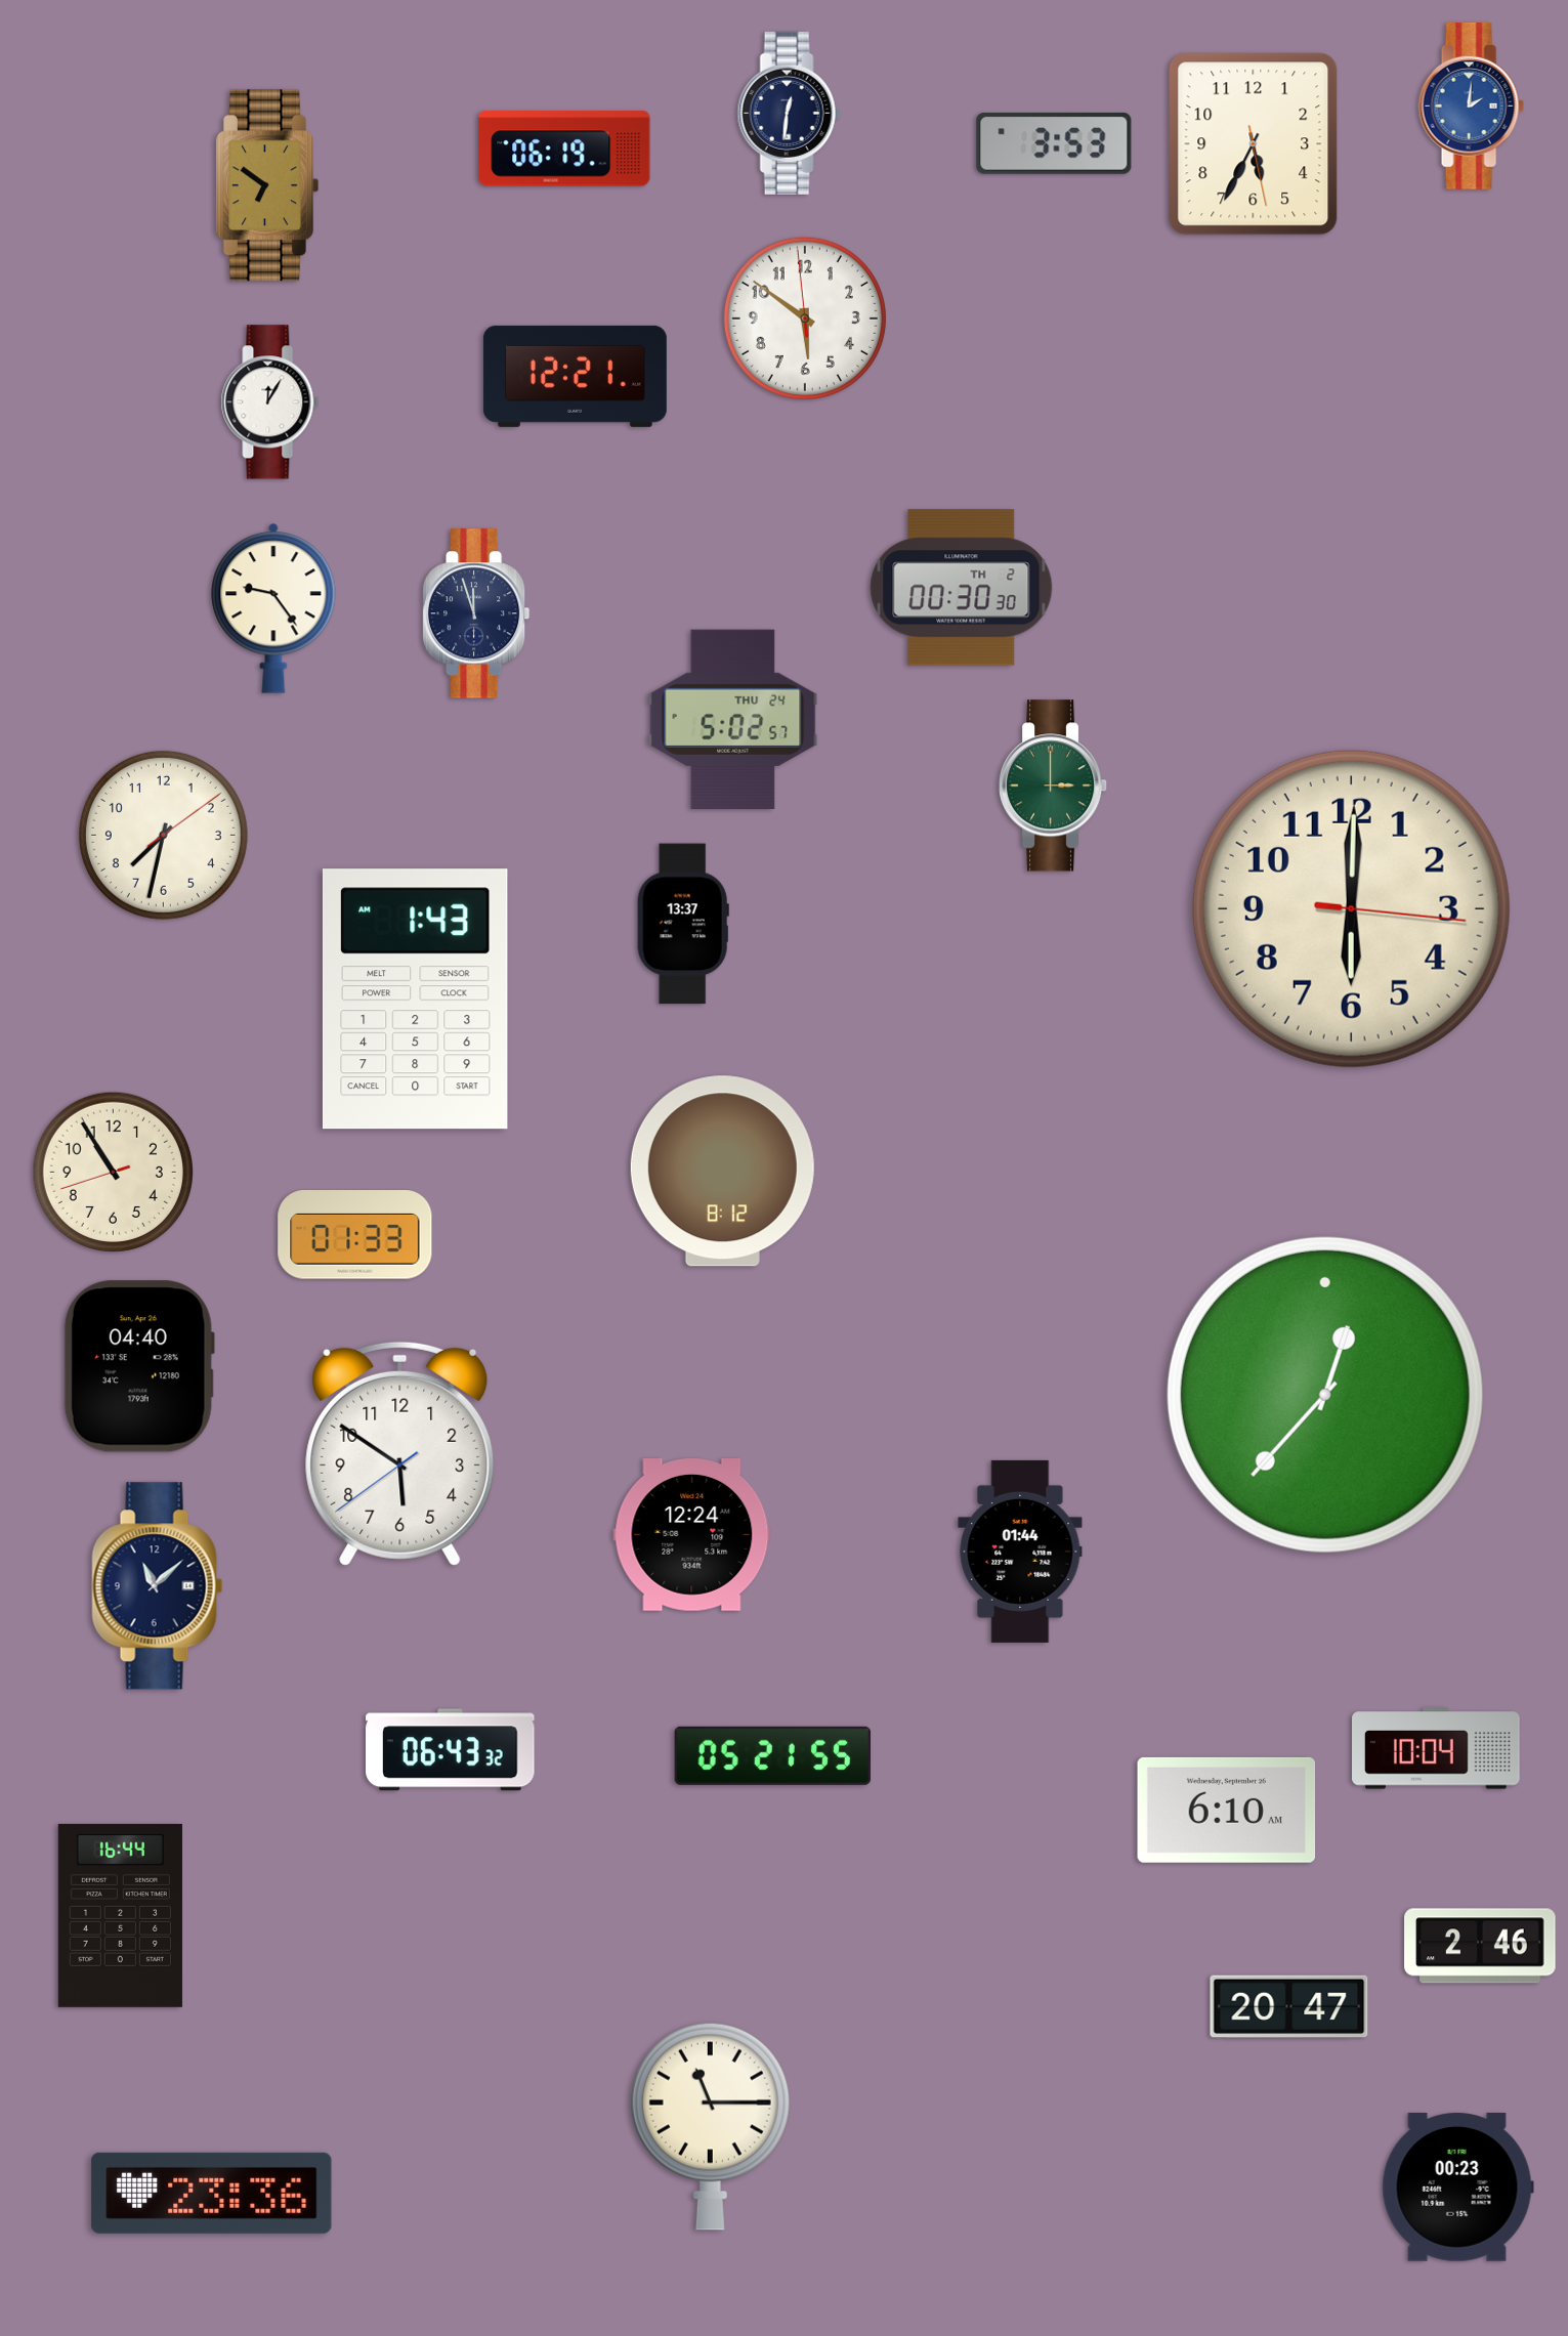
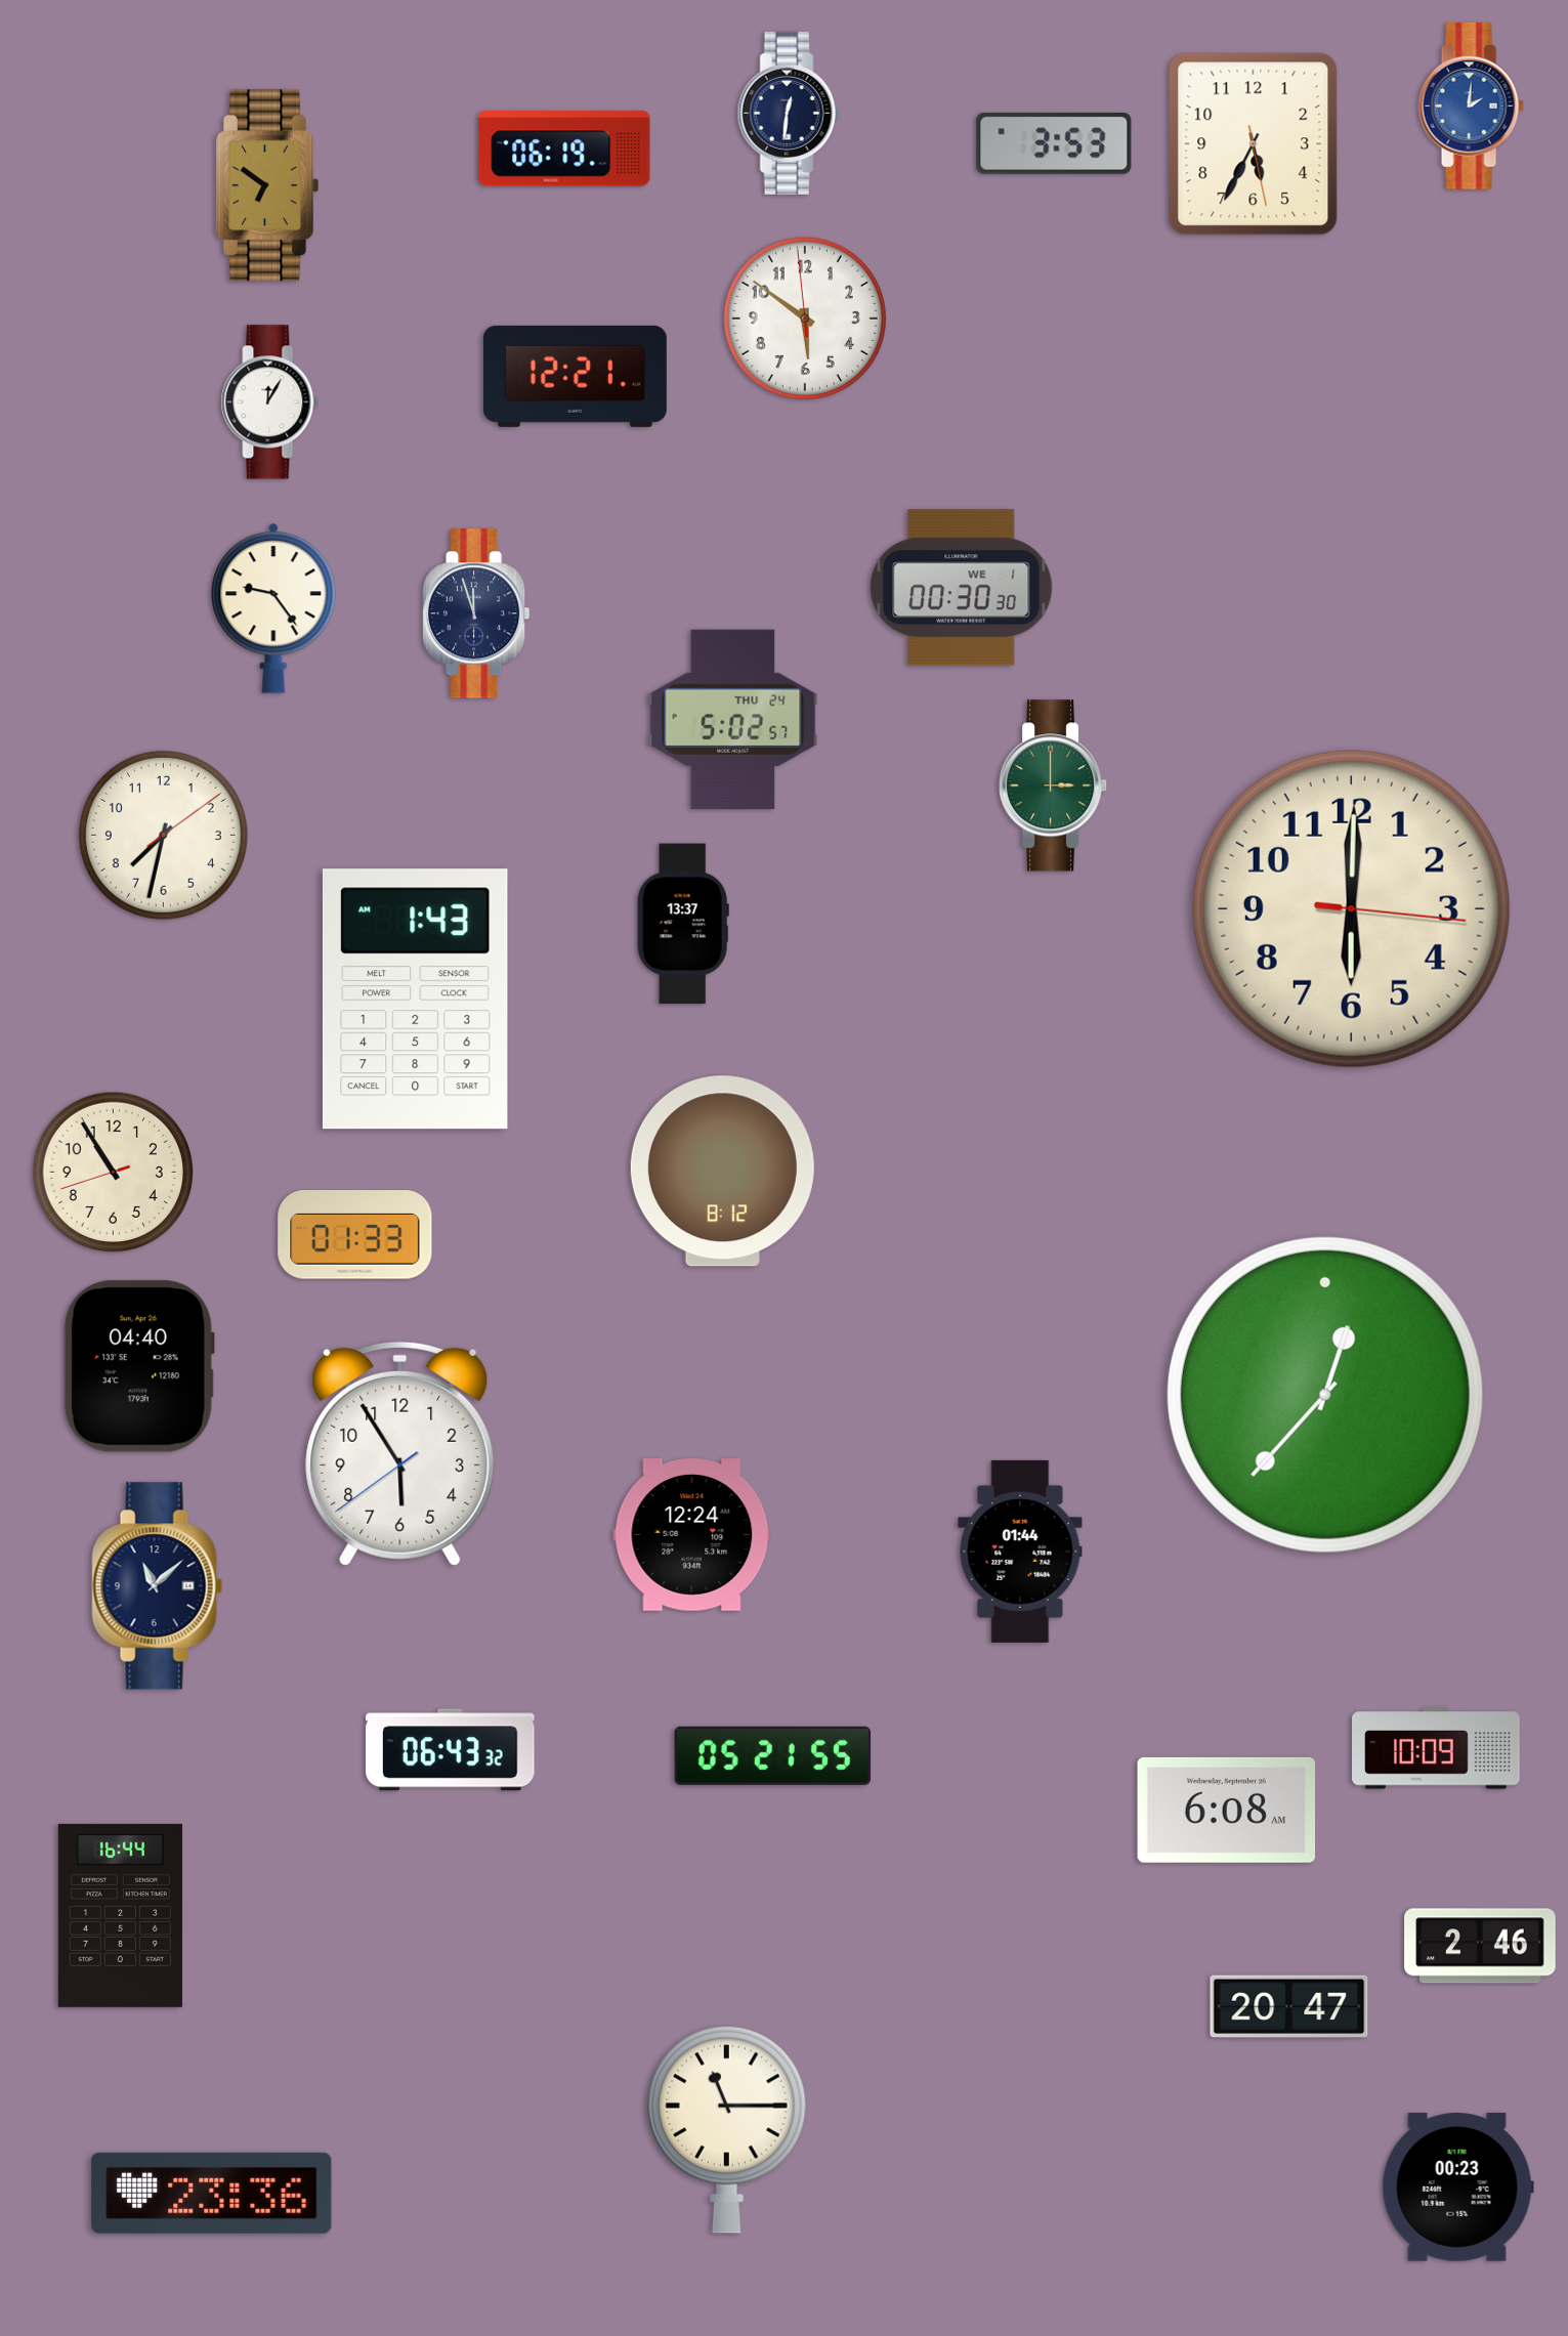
clock at (962, 588) date: TH 2 -> WE 1
clock at (400, 1453): 5:50 -> 5:54
clock at (1437, 1748): 10:04 -> 10:09
clock at (1227, 1810): 6:10 -> 6:08
clock at (710, 2126) position: (710, 2126) -> (726, 2129)
